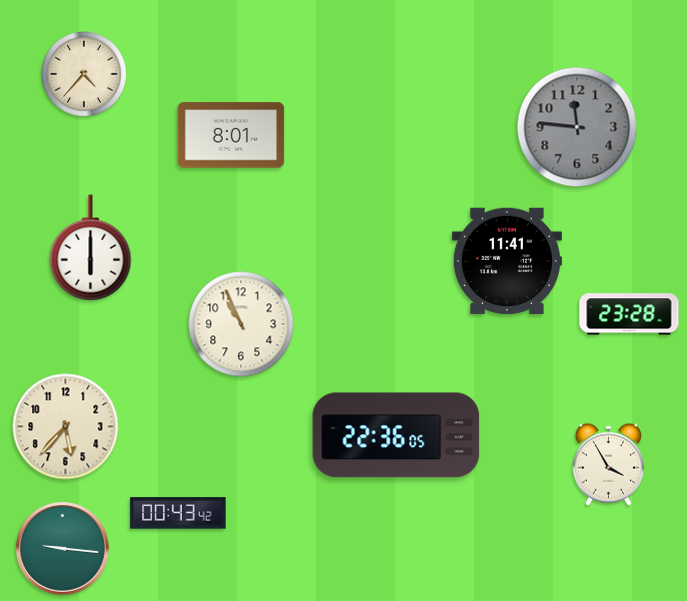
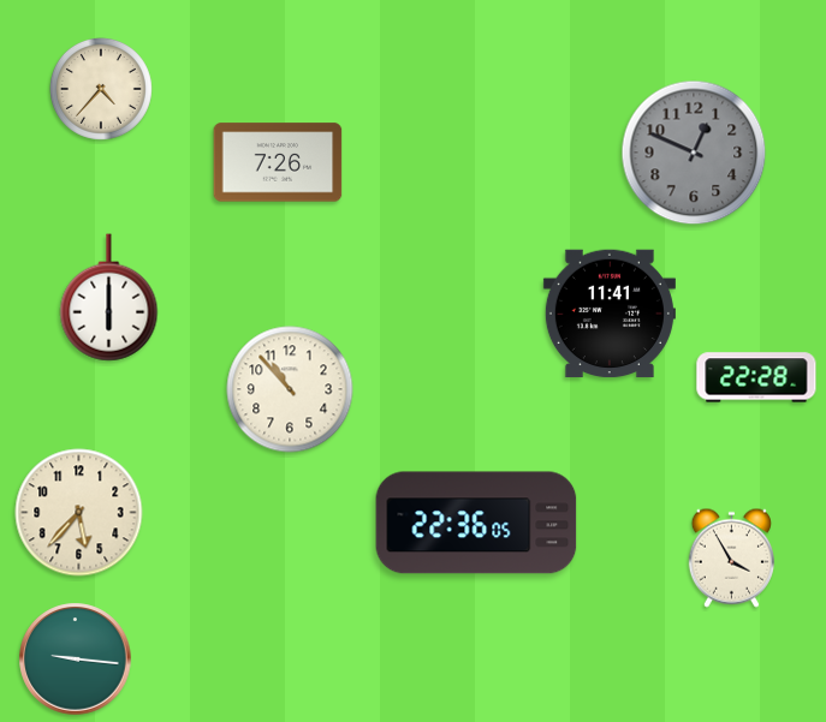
clock at (577, 127): 11:46 -> 12:49
clock at (231, 135): 8:01 -> 7:26
clock at (629, 314): 23:28 -> 22:28
clock at (241, 324): 10:56 -> 10:53
clock at (178, 513): 00:43 -> none
